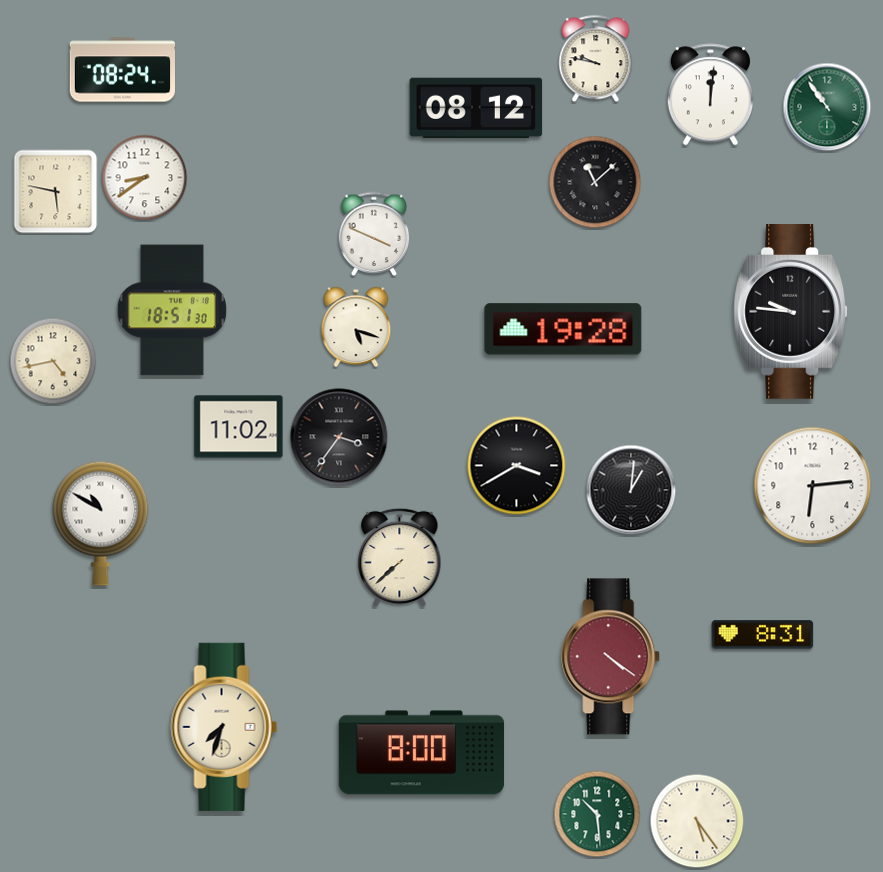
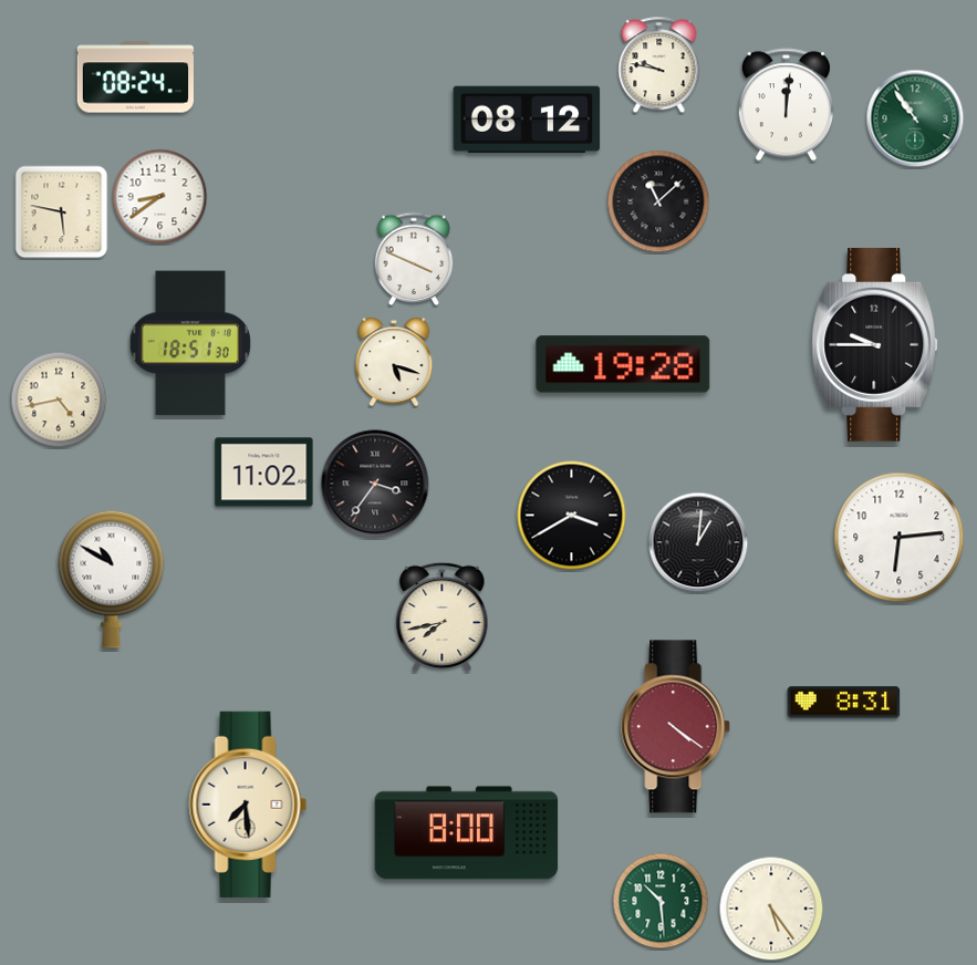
clock at (791, 311): 9:46 -> 9:45
clock at (400, 558): 7:38 -> 7:43
clock at (224, 727): 7:33 -> 7:29
